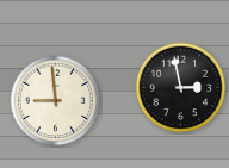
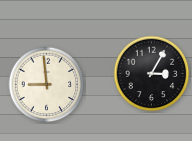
clock at (181, 88): 2:58 -> 3:05
